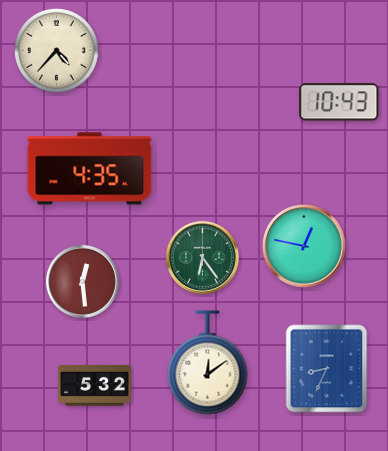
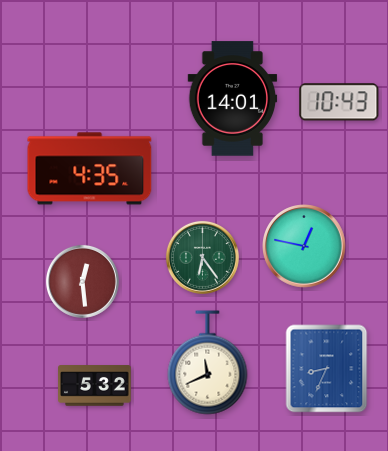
clock at (56, 50): 4:37 -> none
clock at (233, 99): none -> 14:01
clock at (208, 363): 12:09 -> 11:41
